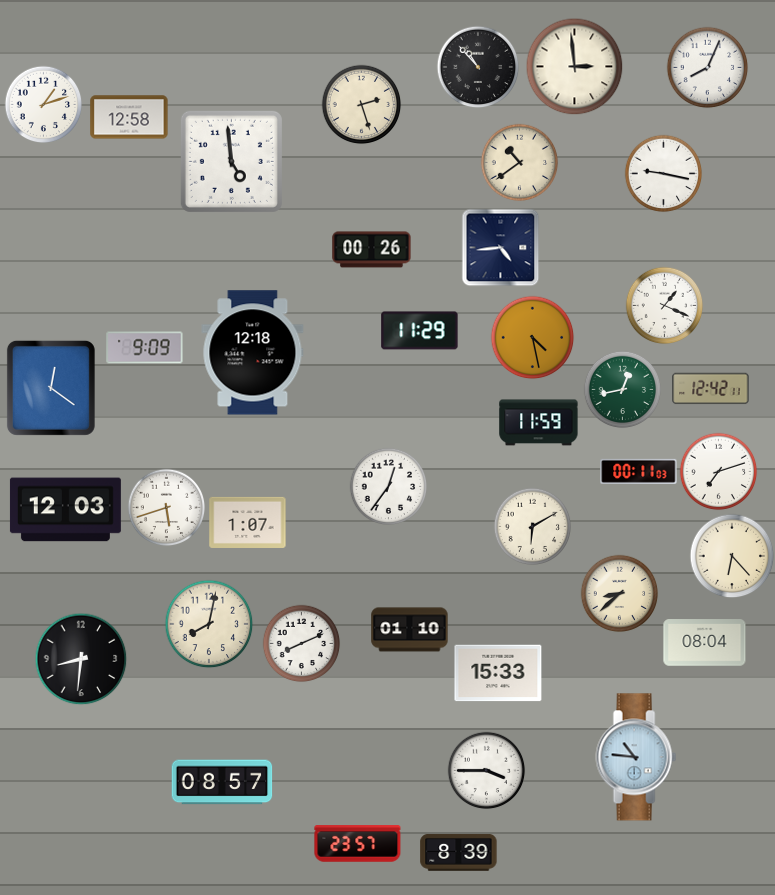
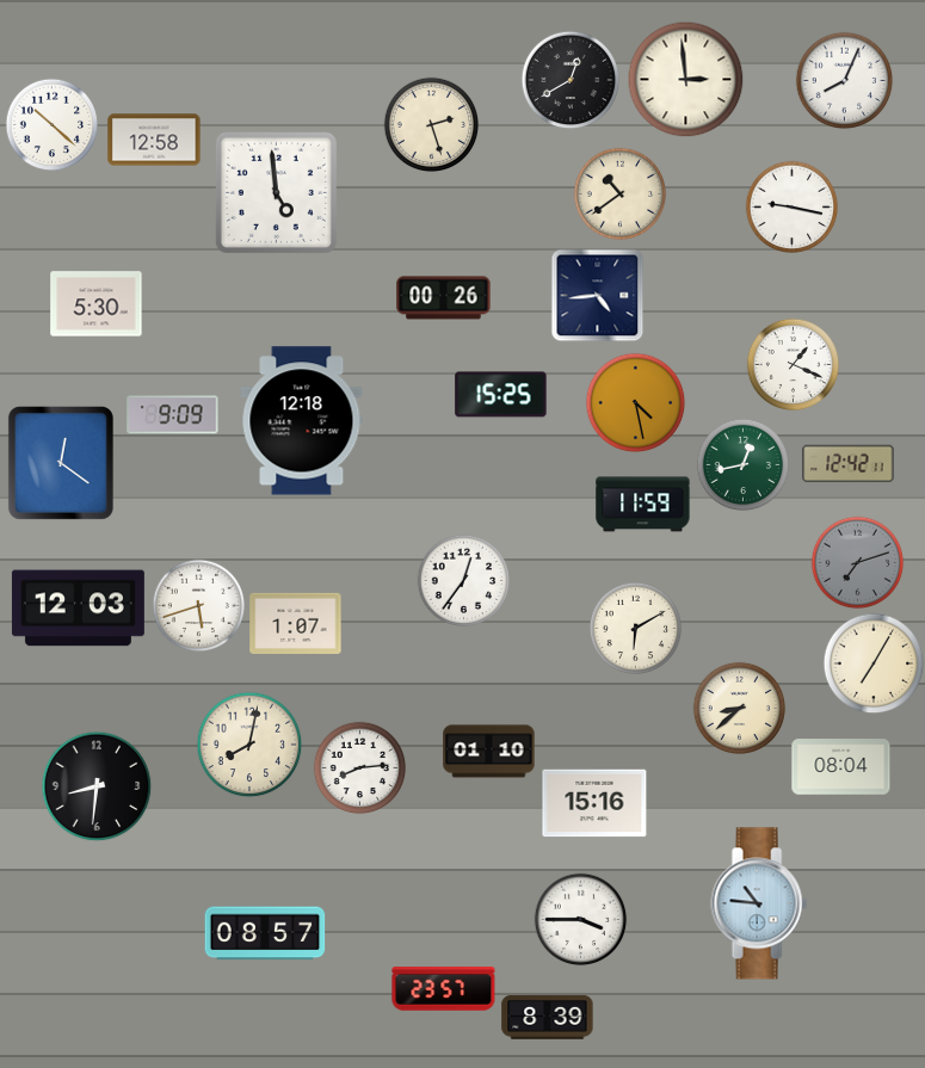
clock at (478, 67): 10:53 -> 12:40
clock at (43, 104): 1:12 -> 10:22
clock at (97, 304): none -> 5:30
clock at (420, 331): 11:29 -> 15:25
clock at (639, 471): 00:11 -> none
clock at (718, 471) dial: white -> grey
clock at (732, 556): 6:23 -> 7:05
clock at (301, 643): 8:11 -> 8:14
clock at (498, 673): 15:33 -> 15:16
clock at (358, 844) position: (358, 844) -> (444, 989)
